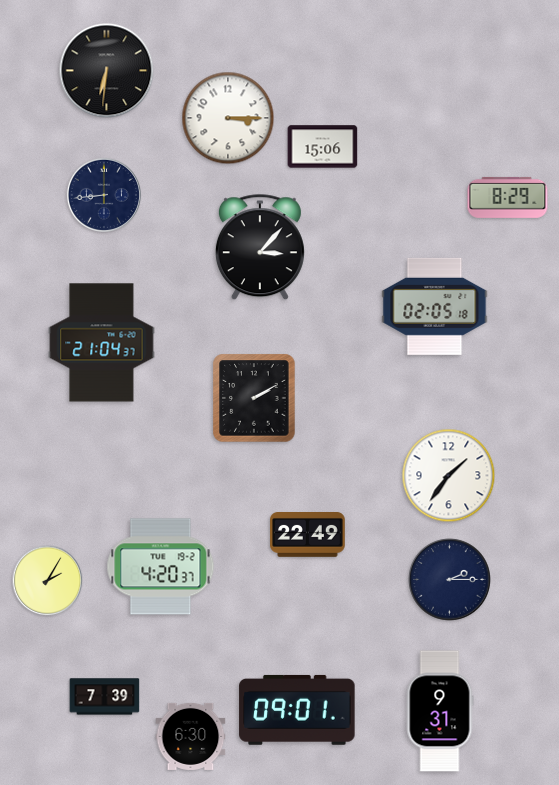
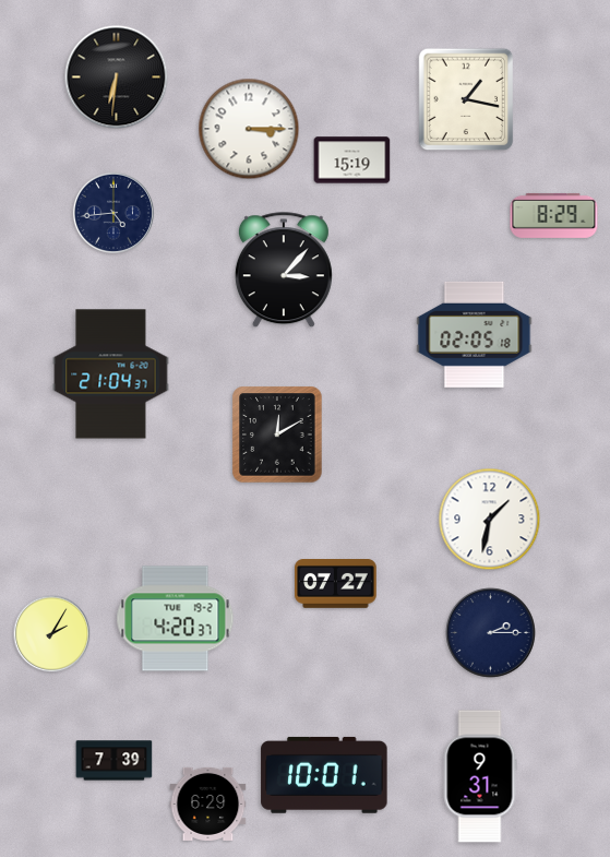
clock at (466, 99): none -> 1:17
clock at (323, 147): 15:06 -> 15:19
clock at (104, 195): 8:44 -> 4:44
clock at (254, 398): 2:10 -> 12:10
clock at (449, 476): 1:36 -> 1:32
clock at (308, 535): 22:49 -> 07:27
clock at (297, 710): 09:01 -> 10:01
clock at (191, 736): 6:30 -> 6:29
